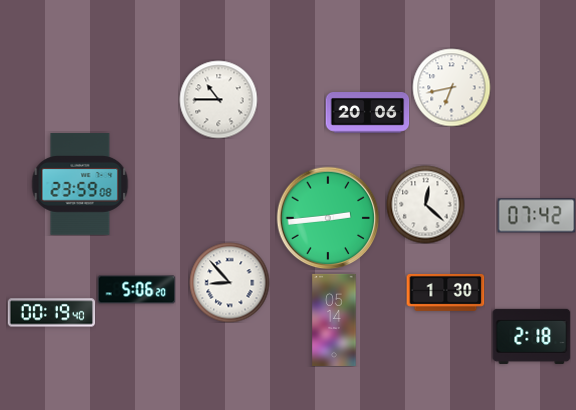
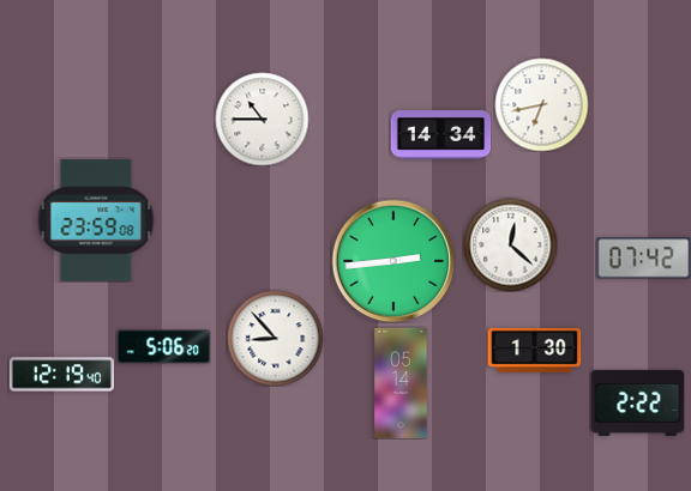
clock at (367, 113): 20:06 -> 14:34
clock at (51, 313): 00:19 -> 12:19
clock at (531, 336): 2:18 -> 2:22
